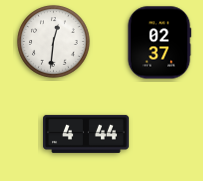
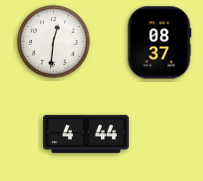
clock at (159, 43): 02:37 -> 08:37
